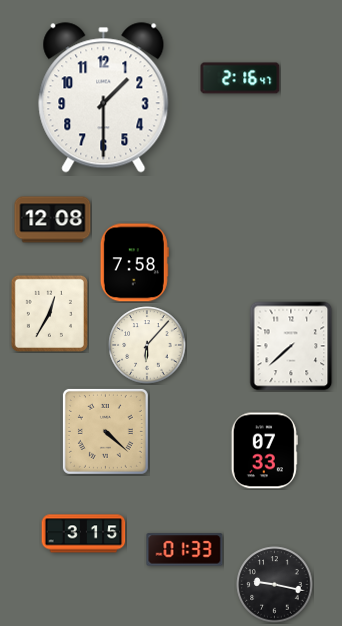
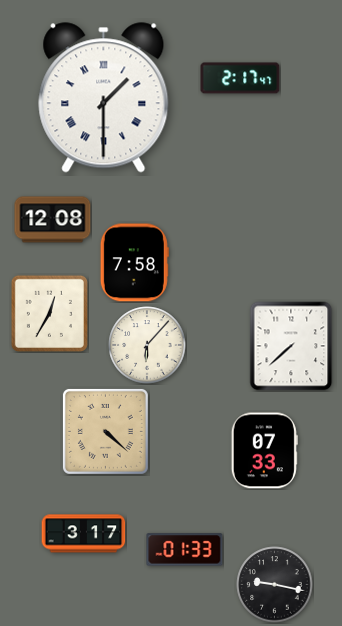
clock at (240, 78): 2:16 -> 2:17
clock at (104, 98) numerals: Arabic -> Roman
clock at (84, 534): 3:15 -> 3:17
